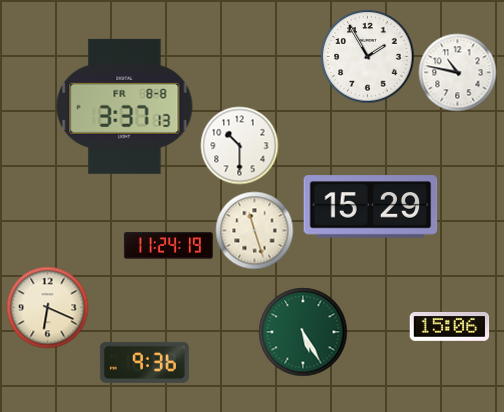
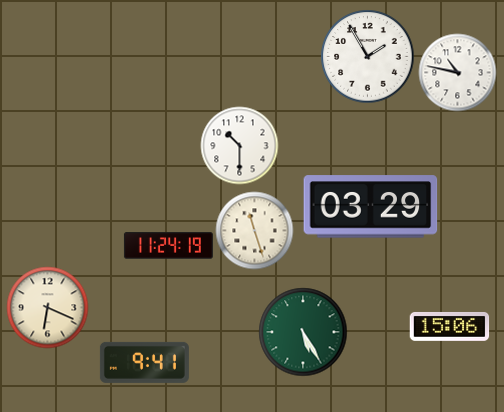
clock at (125, 106): 3:37 -> none
clock at (371, 207): 15:29 -> 03:29
clock at (144, 362): 9:36 -> 9:41
